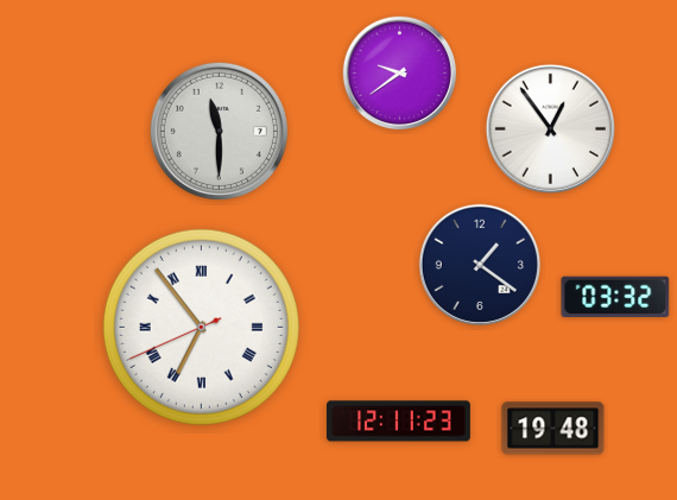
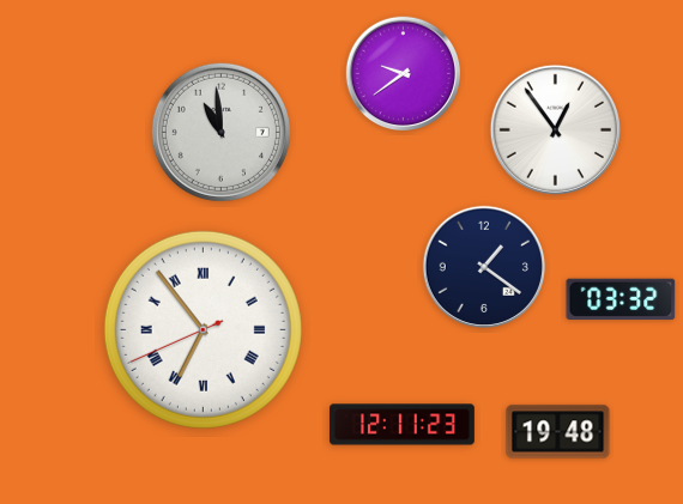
clock at (219, 131): 11:30 -> 10:59
